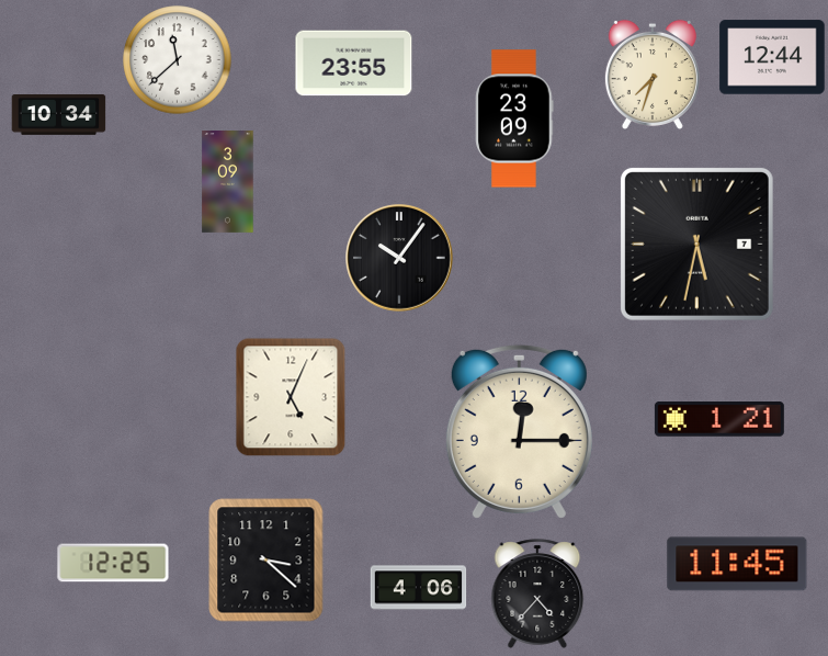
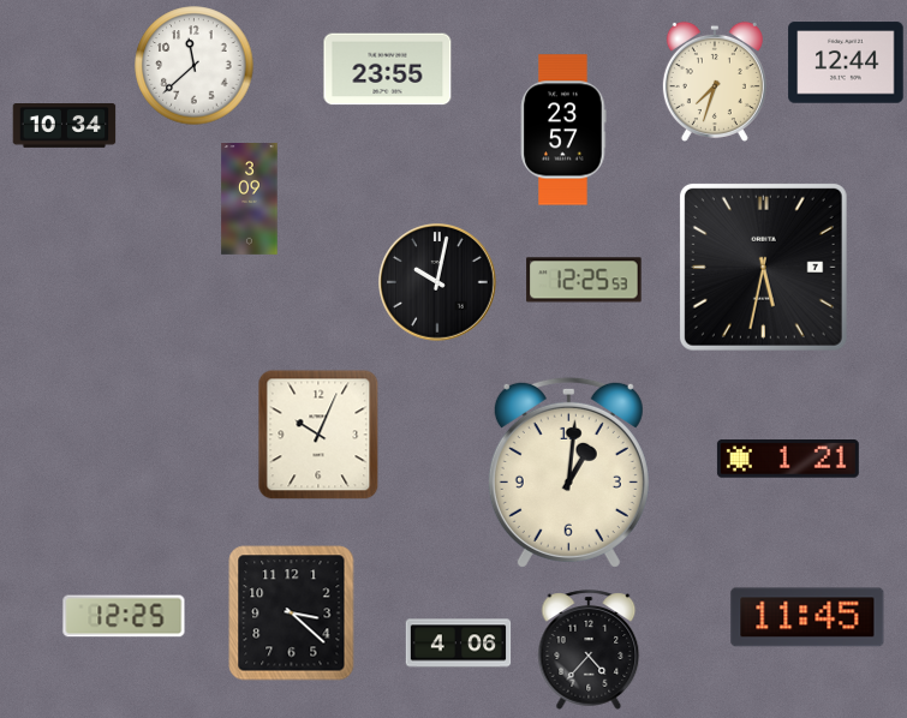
clock at (514, 118): 23:09 -> 23:57
clock at (584, 280): none -> 12:25
clock at (399, 258): 10:06 -> 10:02
clock at (291, 397): 5:04 -> 10:04
clock at (519, 431): 12:15 -> 1:01
